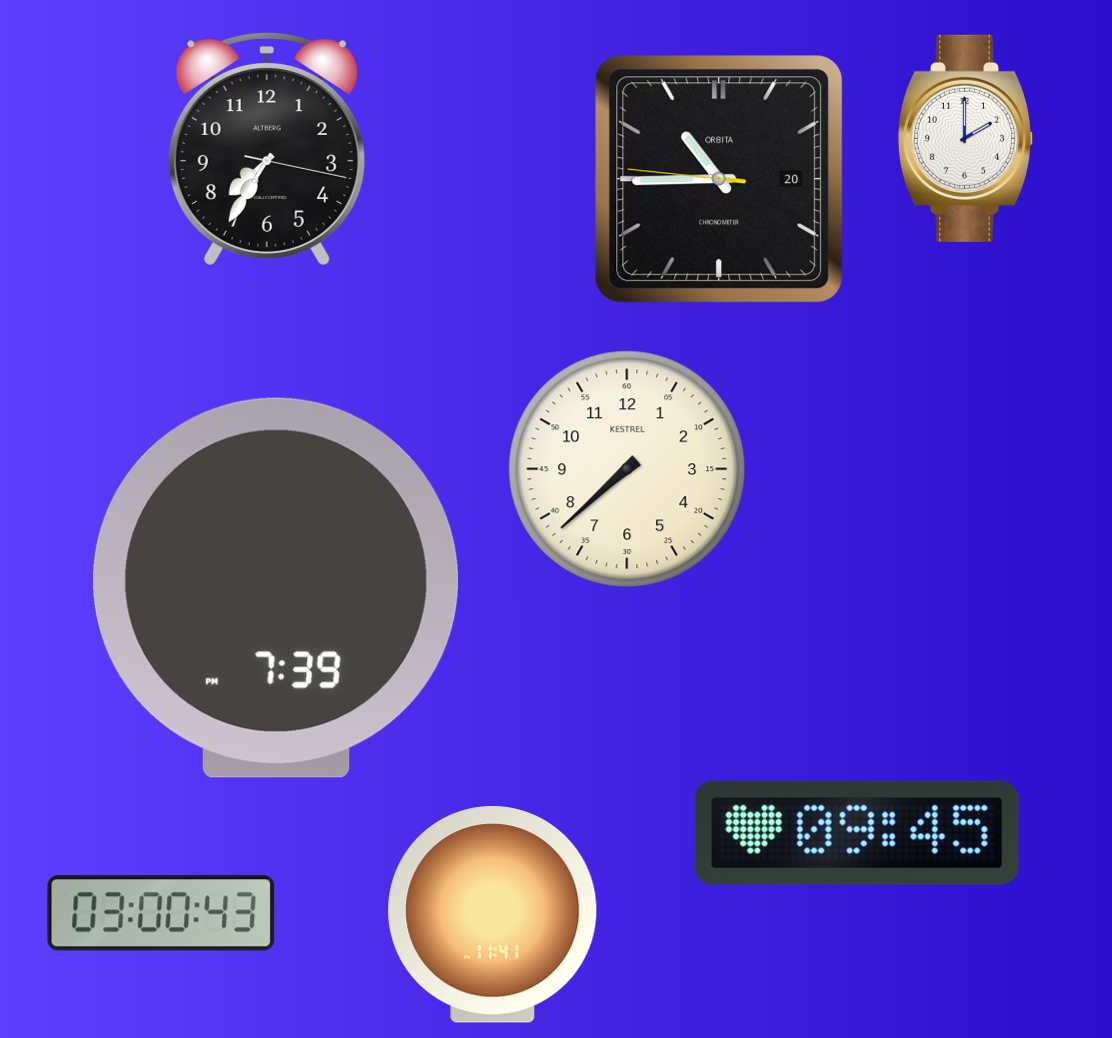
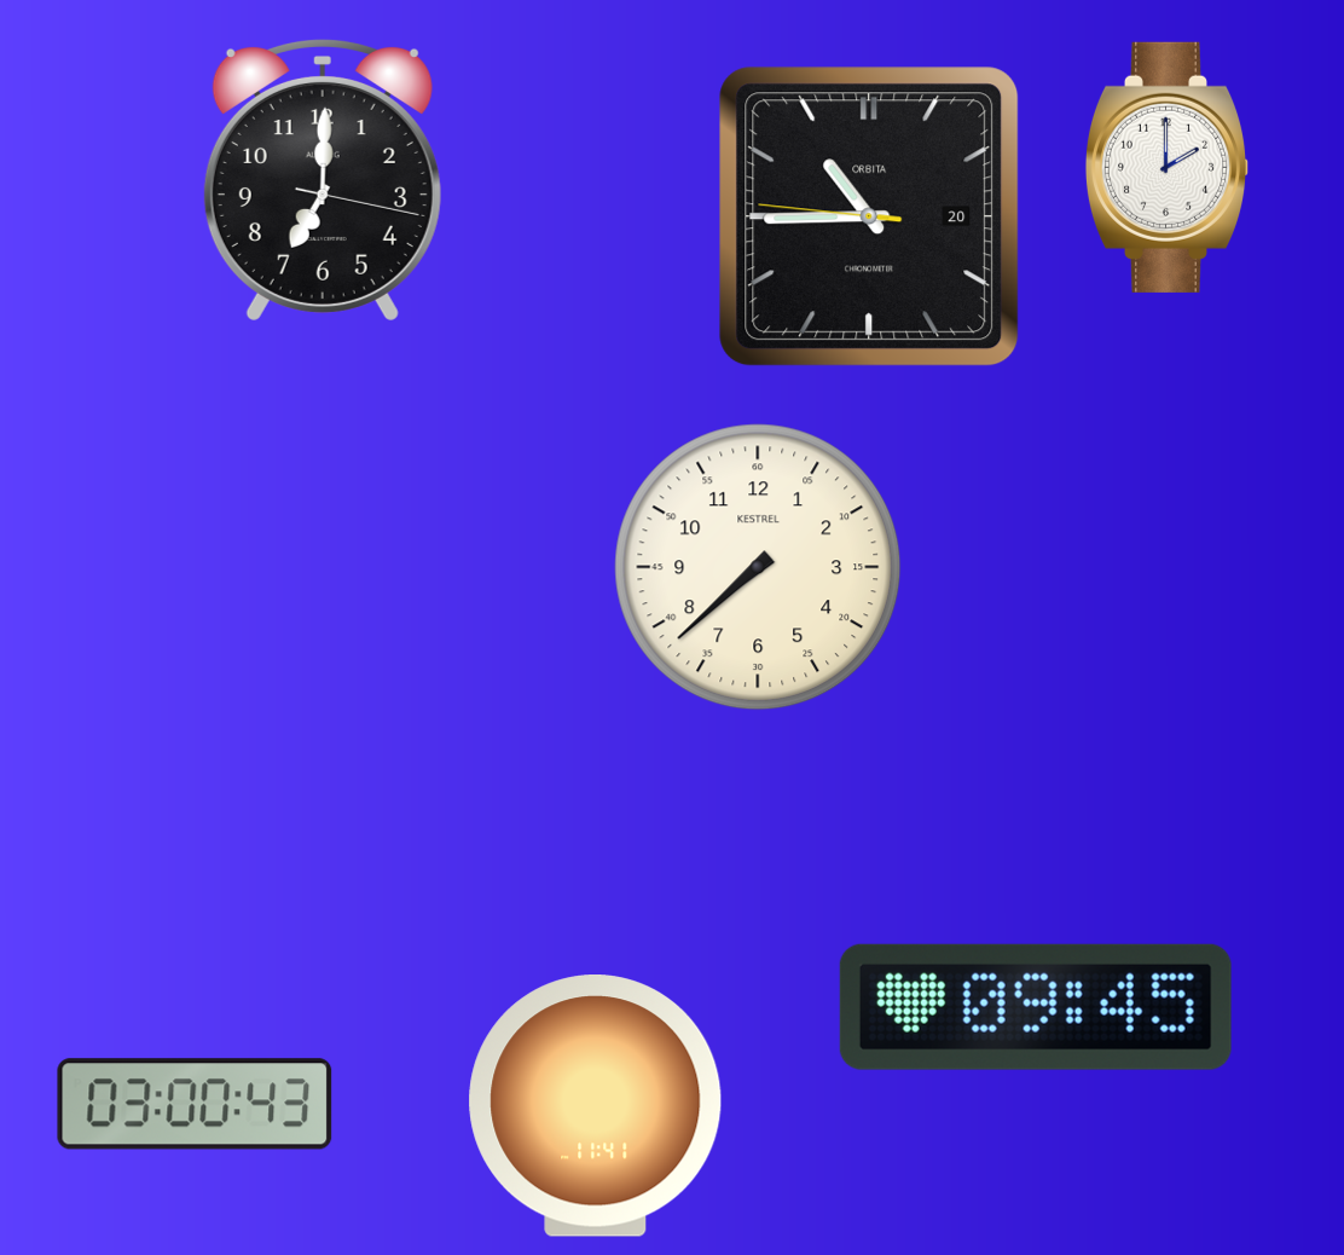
clock at (267, 148): 7:35 -> 7:00
clock at (277, 588): 7:39 -> none
